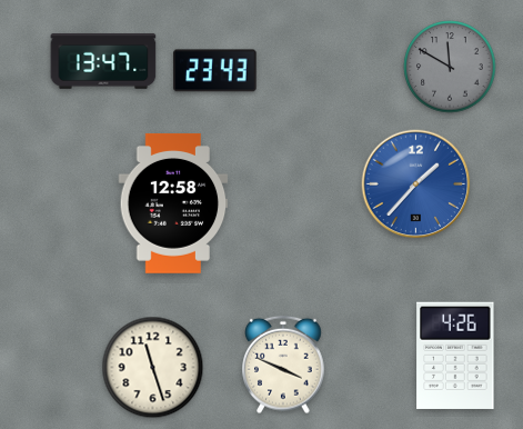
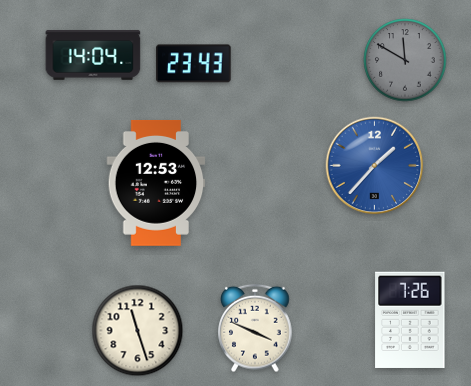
clock at (103, 61): 13:47 -> 14:04
clock at (173, 203): 12:58 -> 12:53
clock at (455, 355): 4:26 -> 7:26
